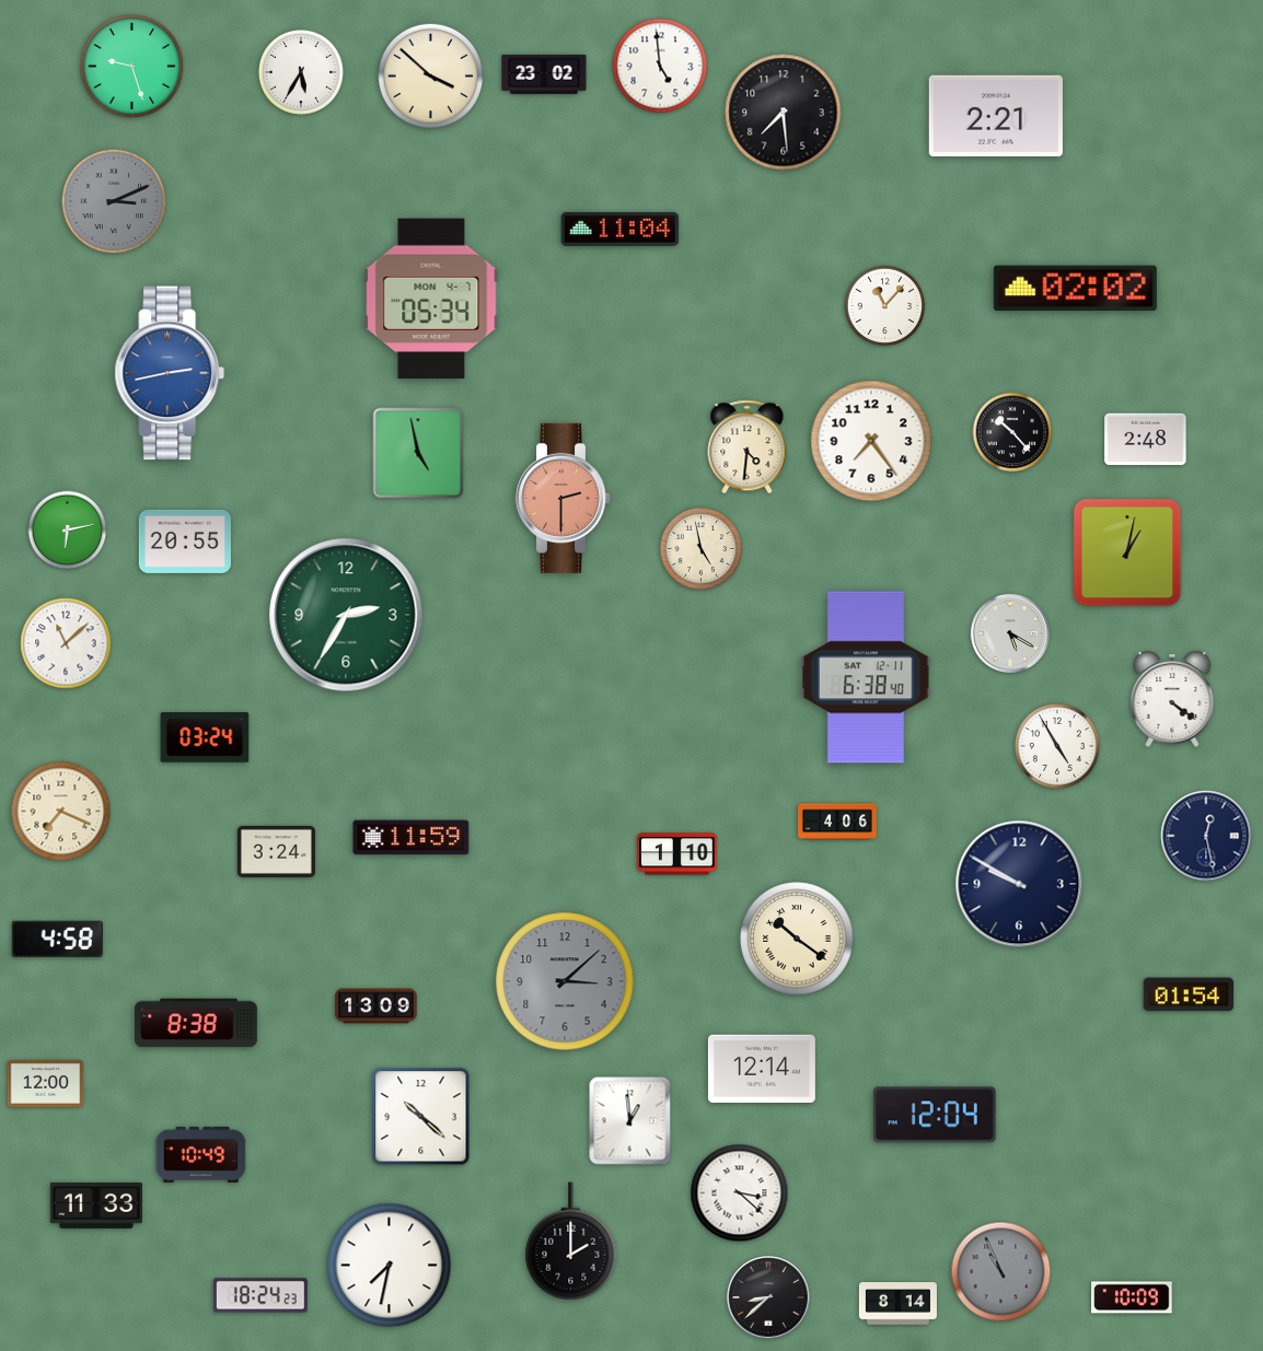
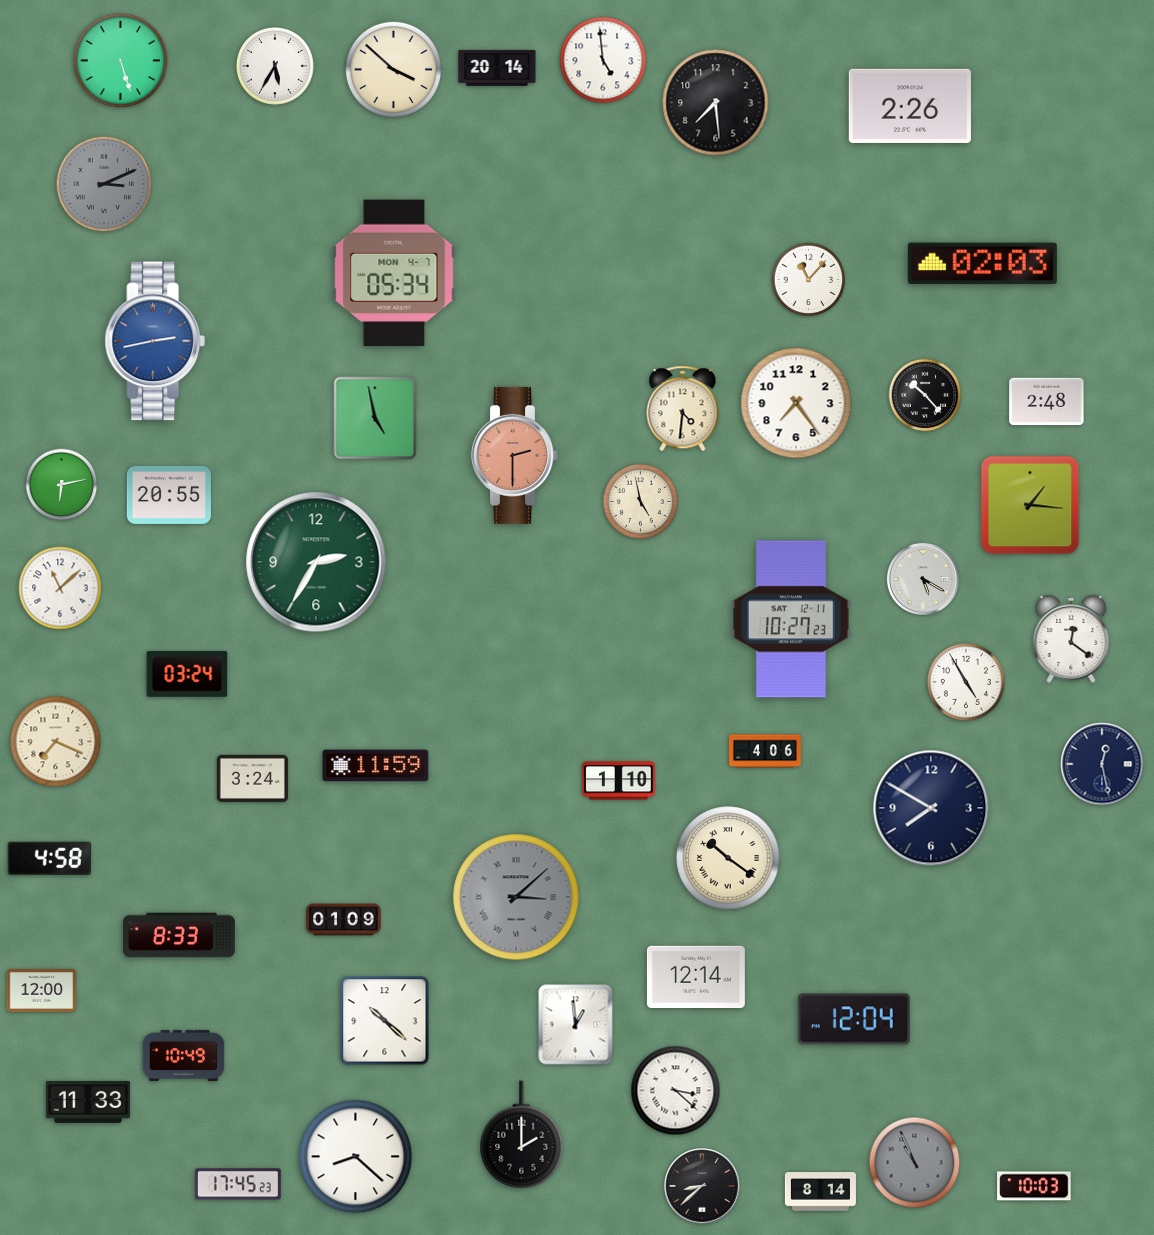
clock at (132, 67): 9:27 -> 5:27
clock at (544, 74): 23:02 -> 20:14
clock at (996, 116): 2:21 -> 2:26
clock at (621, 229): 11:04 -> none
clock at (1075, 289): 02:02 -> 02:03
clock at (418, 453) position: (418, 453) -> (375, 418)
clock at (1127, 552): 1:02 -> 1:16
clock at (866, 677): 6:38 -> 10:27
clock at (1172, 699): 4:21 -> 12:21
clock at (1019, 884): 9:50 -> 7:50
clock at (57, 939) position: (57, 939) -> (49, 858)
clock at (565, 981) numerals: Arabic -> Roman
clock at (1189, 994): 01:54 -> none
clock at (376, 1006): 13:09 -> 01:09
clock at (196, 1023): 8:38 -> 8:33
clock at (390, 1266): 7:32 -> 8:22
clock at (262, 1295): 18:24 -> 17:45
clock at (1132, 1297): 10:09 -> 10:03
